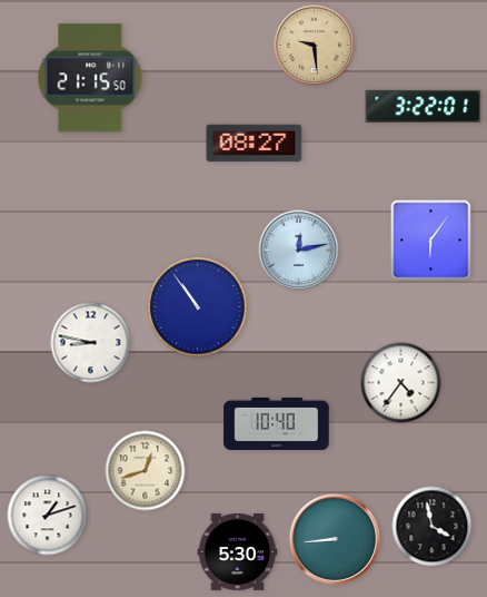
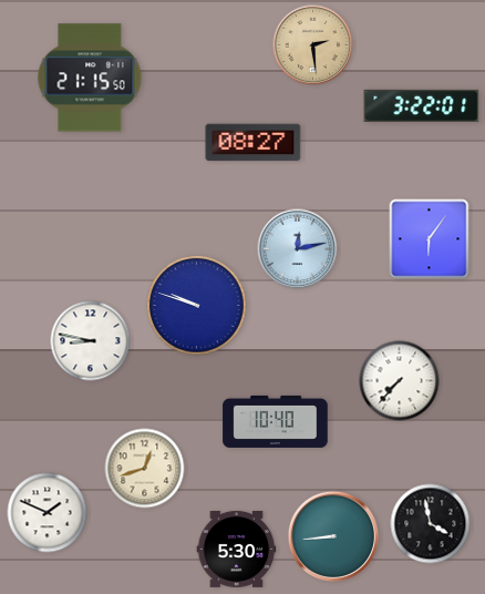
clock at (315, 46): 9:29 -> 2:29
clock at (197, 306): 10:54 -> 9:48
clock at (401, 383): 4:36 -> 7:37
clock at (48, 516): 1:12 -> 1:49
